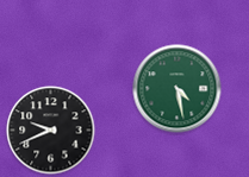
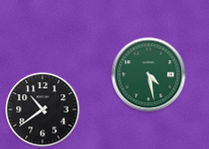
clock at (51, 131): 9:41 -> 10:39
